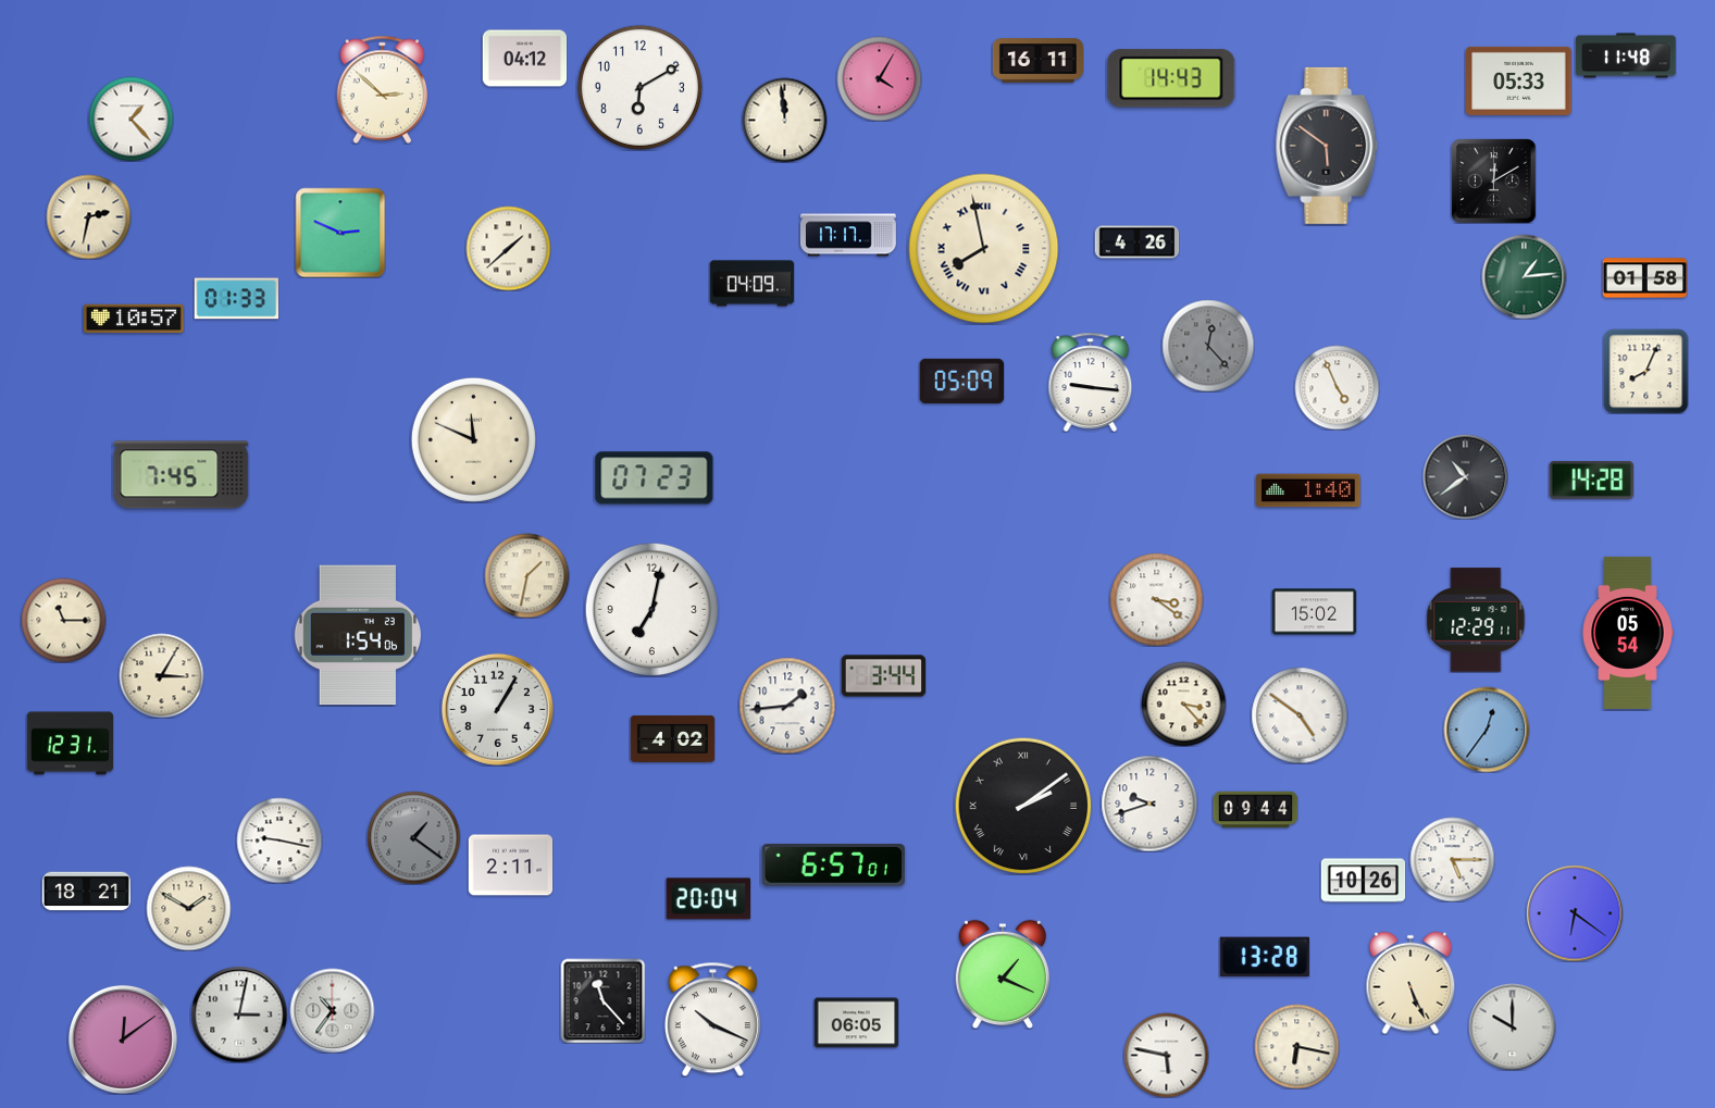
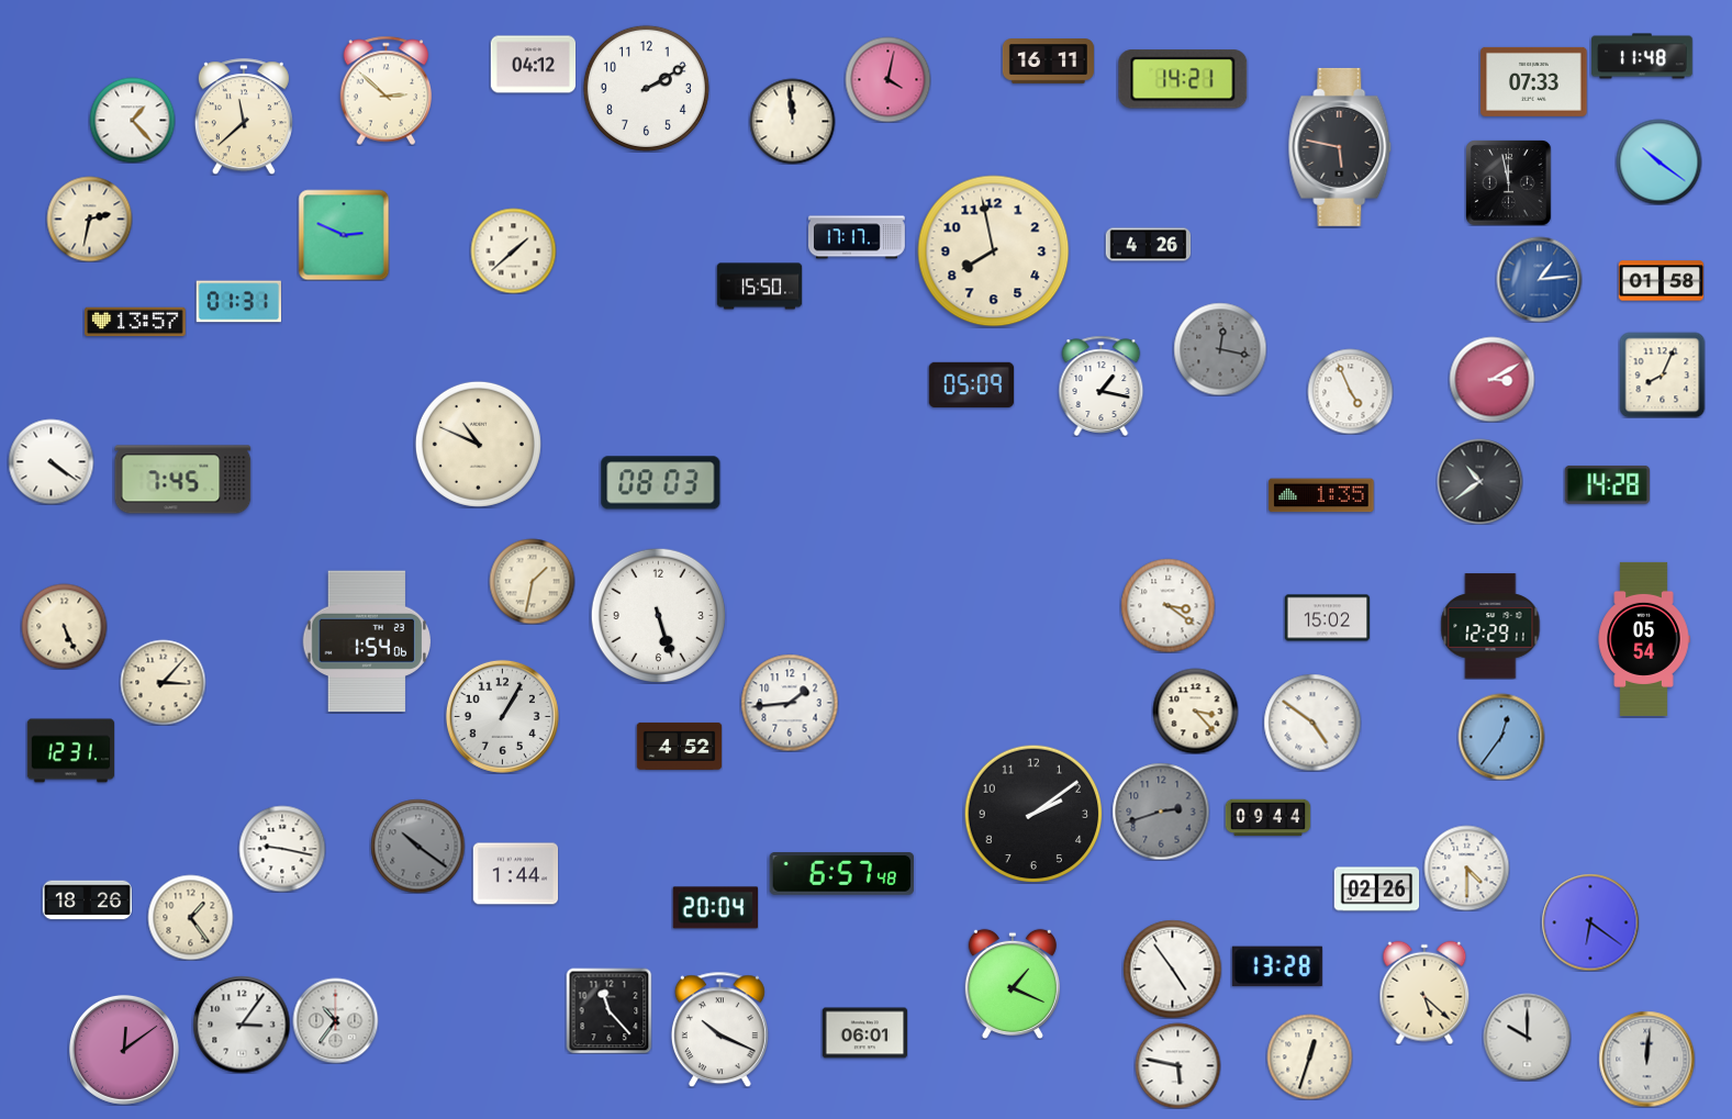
clock at (524, 59) position: (524, 59) -> (533, 65)
clock at (879, 78): 4:05 -> 4:02
clock at (1171, 78): 14:43 -> 14:21
clock at (1519, 80): 05:33 -> 07:33
clock at (639, 87): 6:10 -> 2:10
clock at (244, 116): none -> 11:38
clock at (1327, 146): 5:51 -> 5:47
clock at (1658, 161): none -> 10:21
clock at (1493, 180): 12:10 -> 11:58
clock at (984, 249) numerals: Roman -> Arabic
clock at (1524, 276) dial: green -> blue
clock at (751, 284): 04:09 -> 15:50
clock at (236, 299): 01:33 -> 01:31
clock at (134, 319): 10:57 -> 13:57
clock at (1208, 346): 12:23 -> 12:17
clock at (1491, 379): none -> 3:10
clock at (1091, 382): 9:16 -> 1:17
clock at (473, 439): 11:49 -> 10:49
clock at (51, 461): none -> 4:21
clock at (655, 478): 07:23 -> 08:03
clock at (1308, 490): 1:40 -> 1:35
clock at (651, 609): 7:02 -> 5:27
clock at (63, 620): 11:15 -> 5:26
clock at (357, 635) position: (357, 635) -> (366, 641)
clock at (161, 675): 3:05 -> 3:07
clock at (883, 676): 3:44 -> none
clock at (787, 706) position: (787, 706) -> (790, 703)
clock at (672, 738): 4:02 -> 4:52
clock at (1149, 804): 9:42 -> 2:42
clock at (1149, 804) dial: white -> grey
clock at (1023, 806) numerals: Roman -> Arabic
clock at (413, 837): 1:21 -> 10:21
clock at (1452, 859): 5:15 -> 4:30
clock at (510, 866): 2:11 -> 1:44
clock at (834, 866): 6:57:01 -> 6:57:48
clock at (1363, 881): 10:26 -> 02:26
clock at (86, 892): 18:21 -> 18:26
clock at (188, 908): 1:50 -> 1:24
clock at (1172, 969): none -> 4:54
clock at (1410, 983): 5:26 -> 5:22
clock at (239, 1014): 3:02 -> 3:06
clock at (856, 1023): 06:05 -> 06:01
clock at (1296, 1046): 6:17 -> 12:33
clock at (1646, 1059): none -> 12:01
